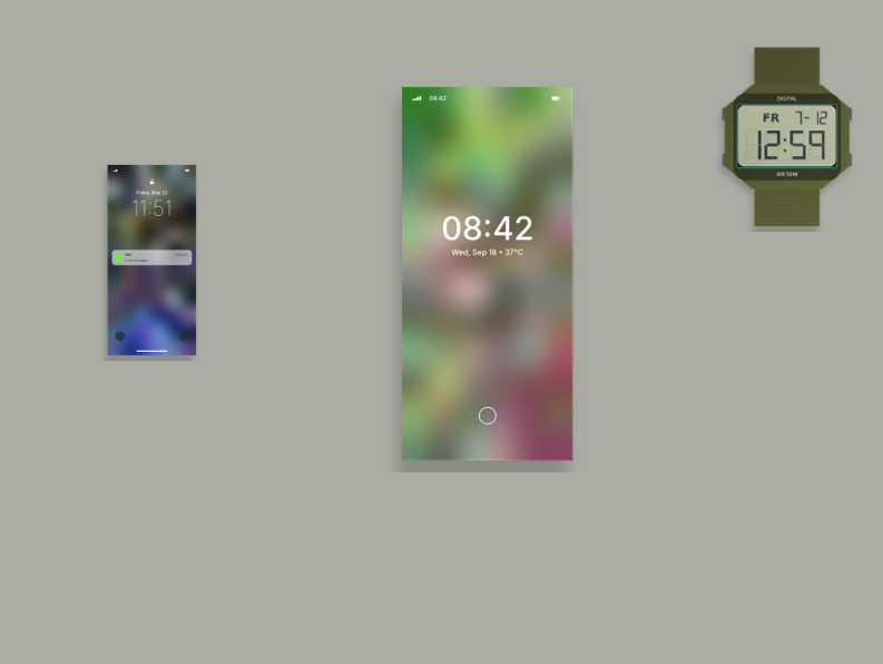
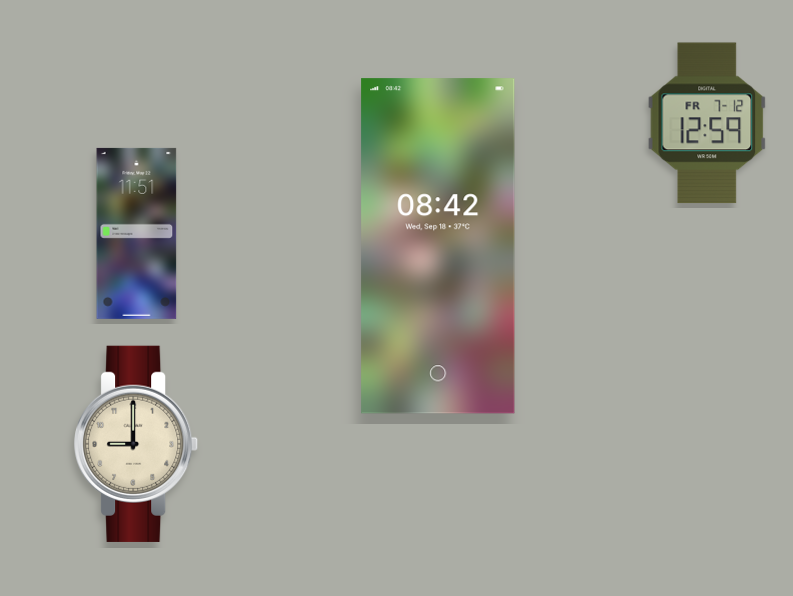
clock at (137, 444): none -> 9:00
